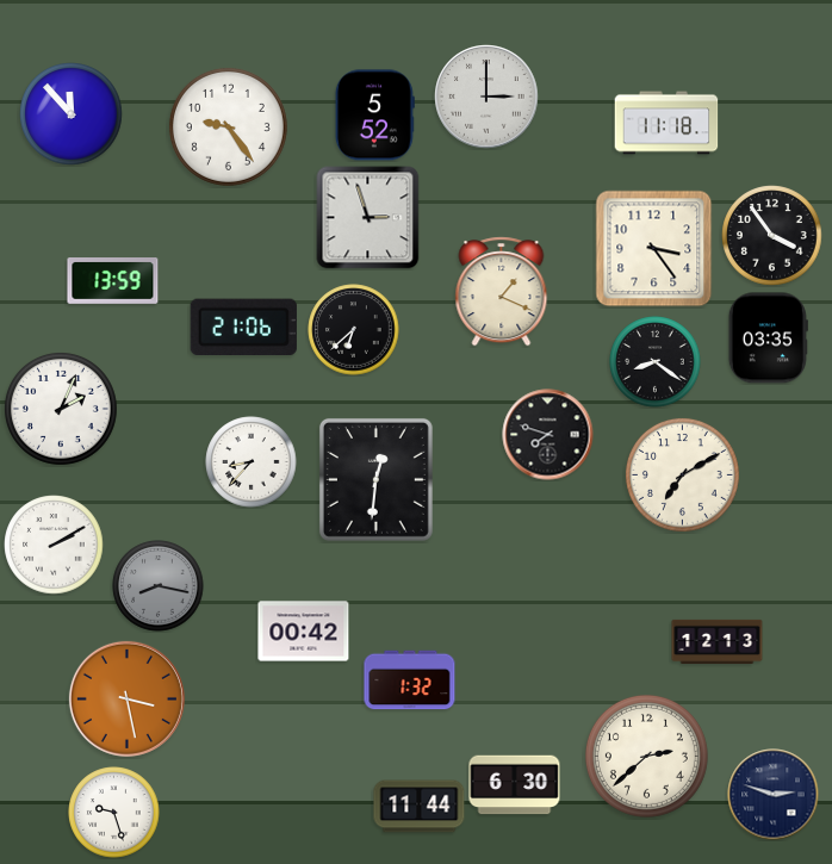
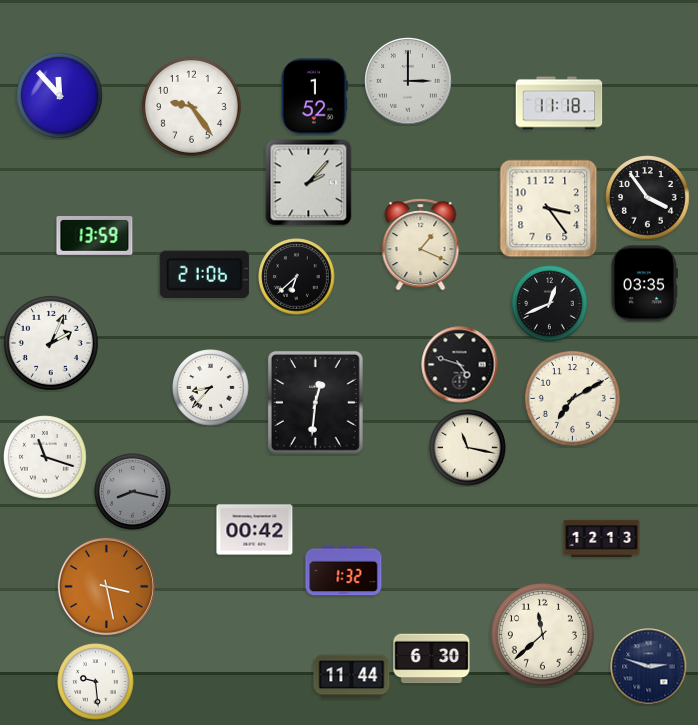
clock at (374, 116): 5:52 -> 1:52
clock at (368, 218): 2:57 -> 2:07
clock at (656, 362): 8:21 -> 12:41
clock at (548, 435): 7:48 -> 4:48
clock at (468, 448): none -> 11:17
clock at (54, 545): 2:10 -> 11:18
clock at (646, 756): 2:38 -> 11:38
clock at (114, 813): 9:27 -> 9:29
